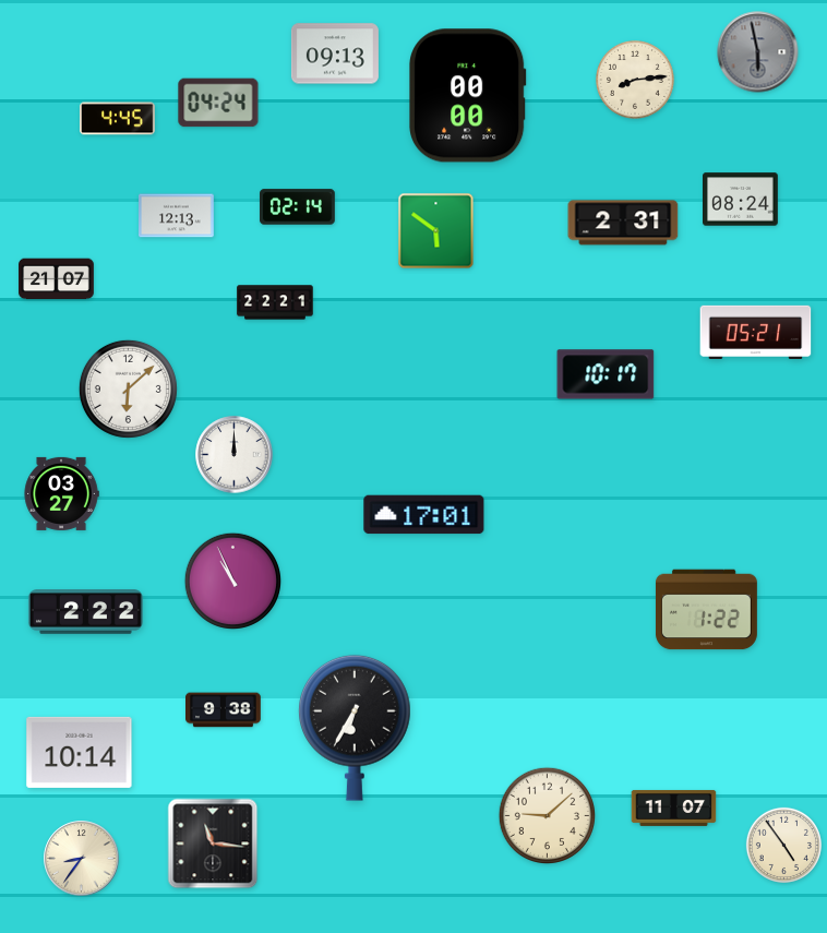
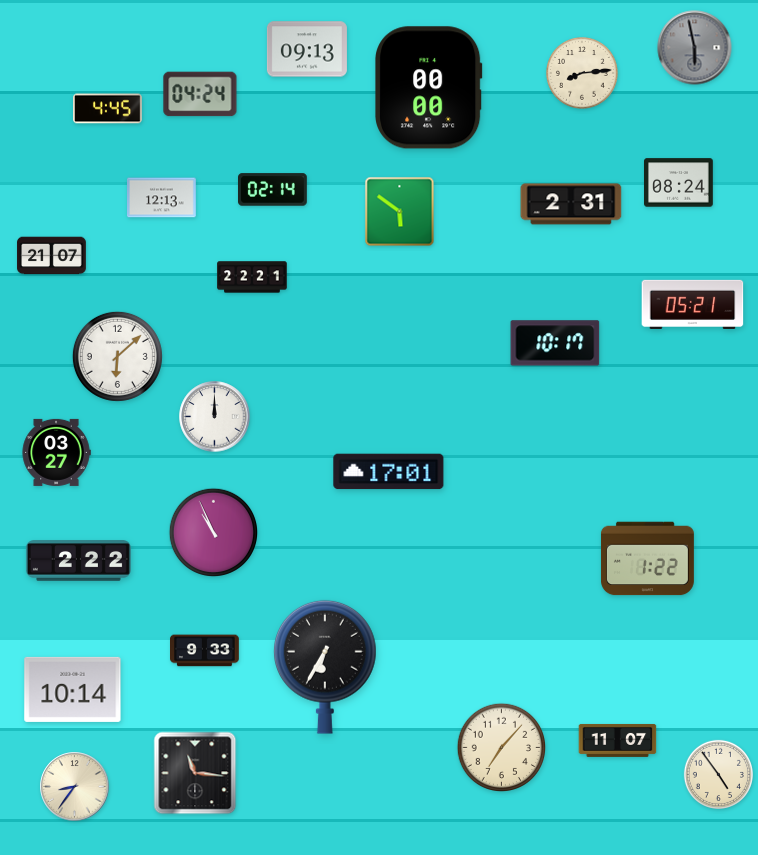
clock at (224, 710): 9:38 -> 9:33
clock at (547, 815): 9:08 -> 7:07
